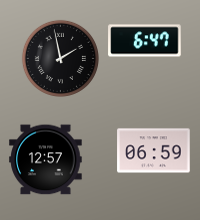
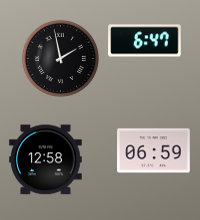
clock at (46, 160): 12:57 -> 12:58
